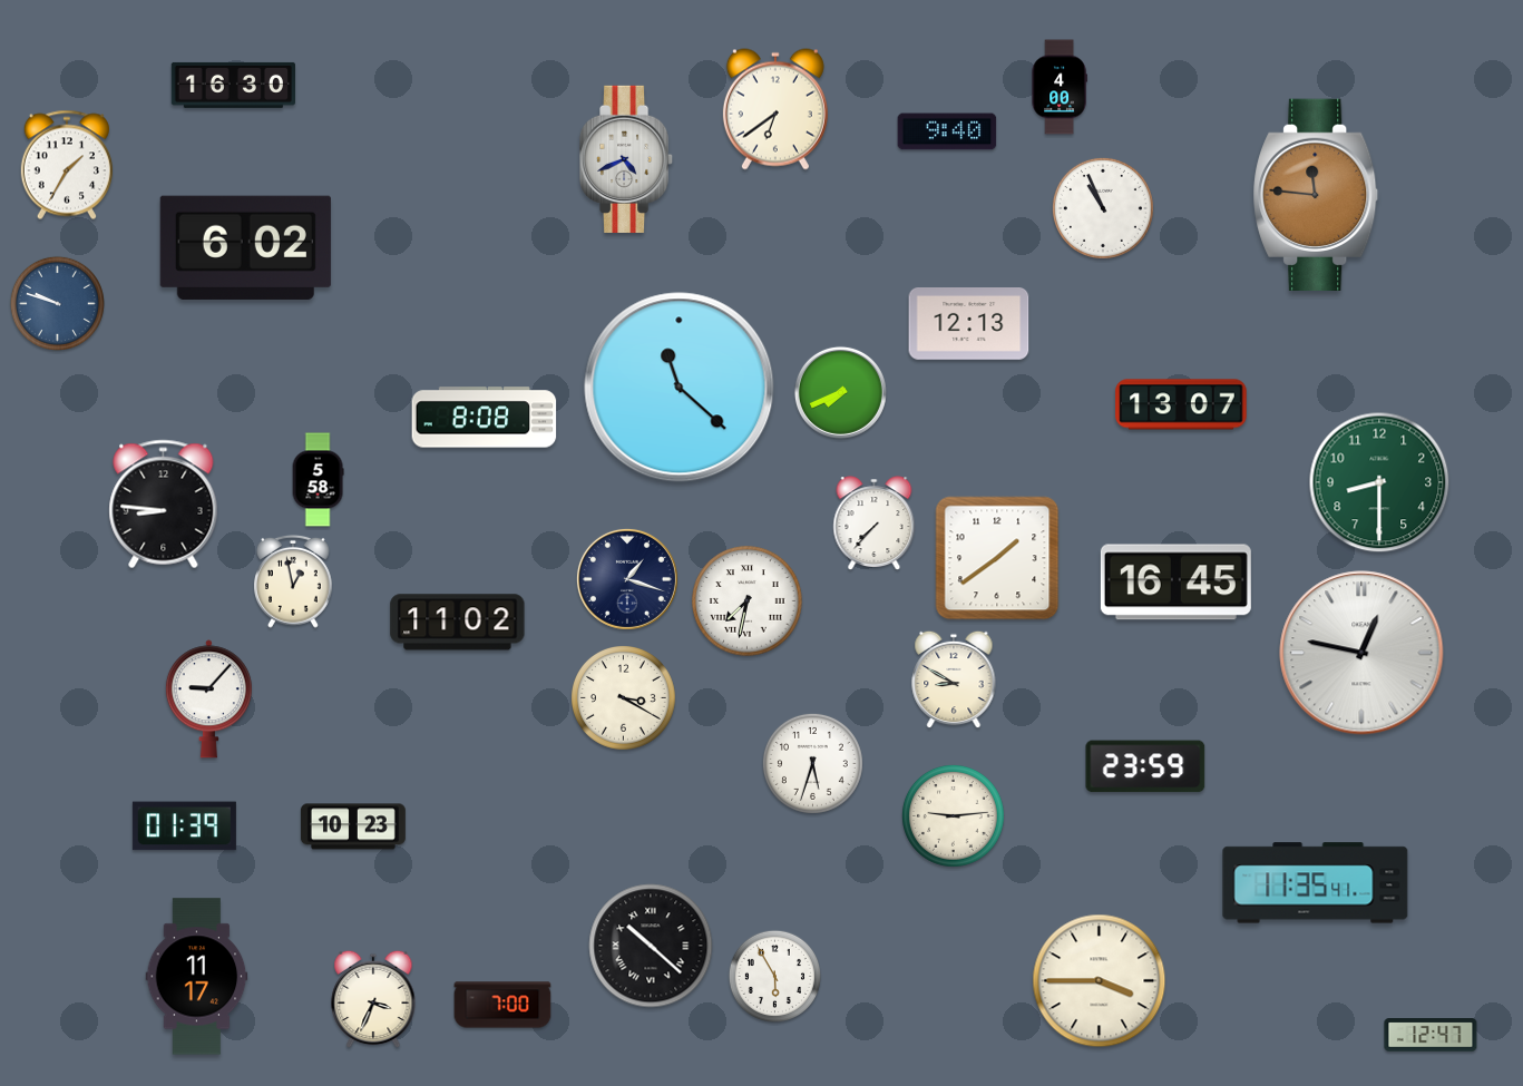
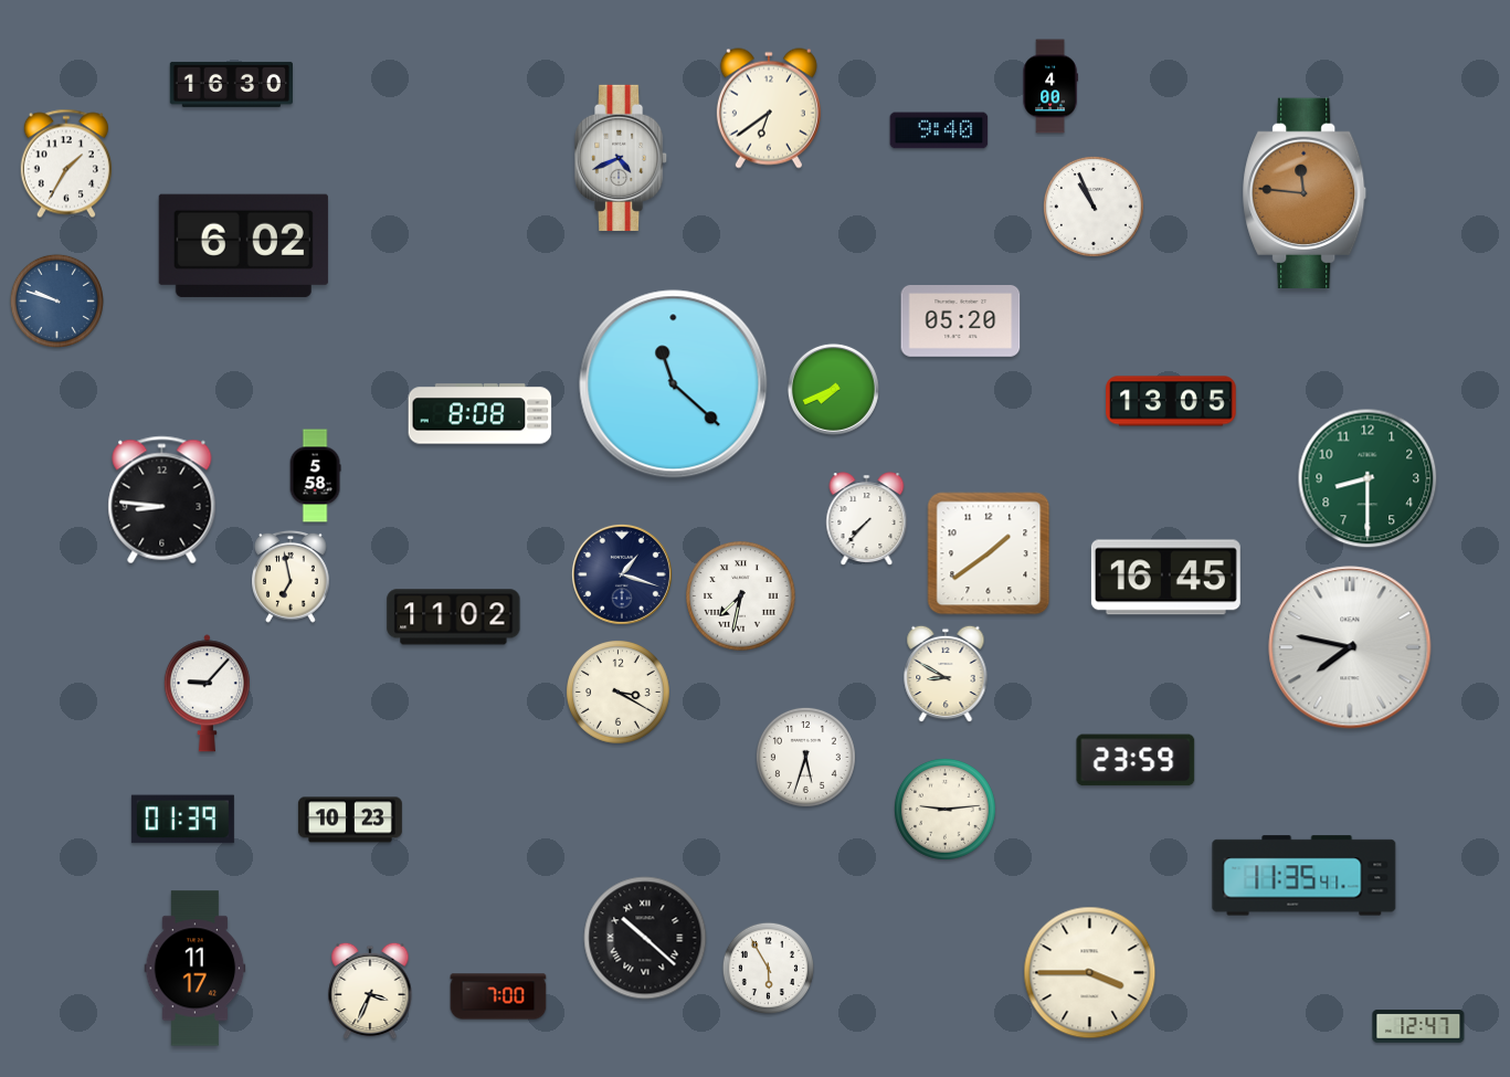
clock at (969, 324): 12:13 -> 05:20
clock at (1181, 404): 13:07 -> 13:05
clock at (294, 581): 12:58 -> 6:58
clock at (1361, 653): 12:47 -> 7:47
